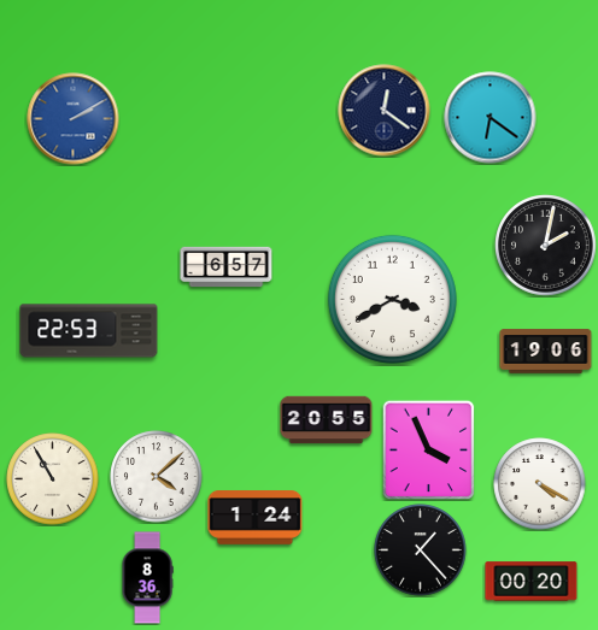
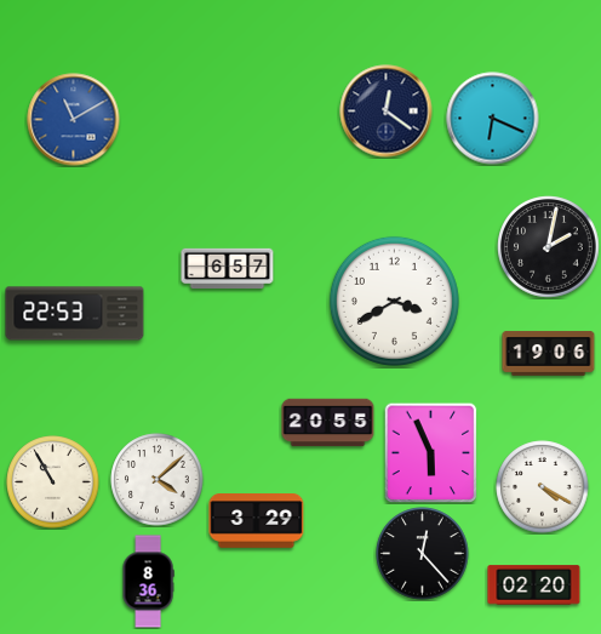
clock at (491, 118): 6:21 -> 6:19
clock at (74, 119): 2:10 -> 11:10
clock at (89, 331) position: (89, 331) -> (75, 314)
clock at (429, 449): 3:56 -> 5:56
clock at (256, 518): 1:24 -> 3:29
clock at (421, 550): 1:23 -> 12:23
clock at (532, 582): 00:20 -> 02:20
